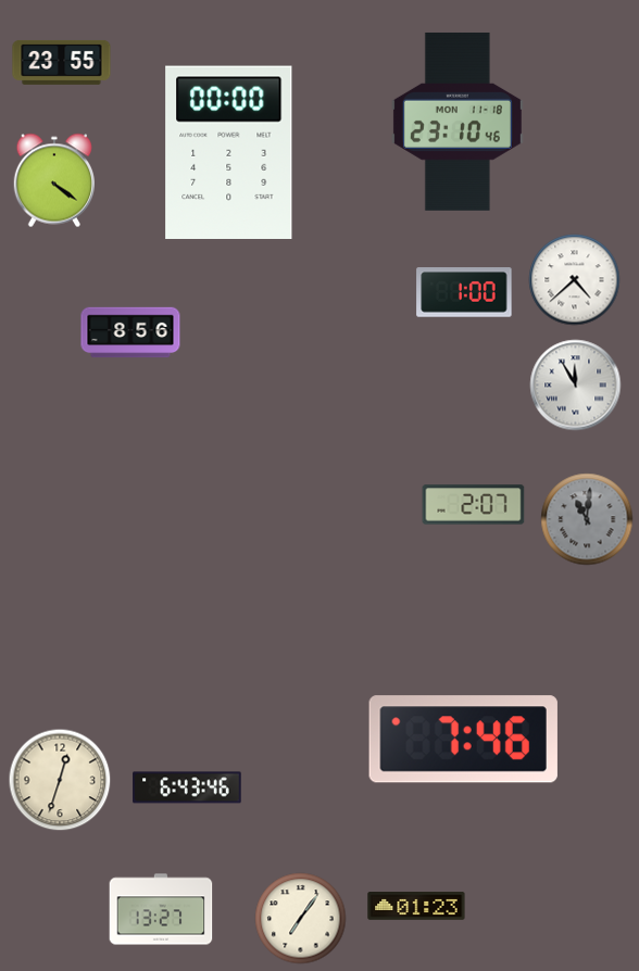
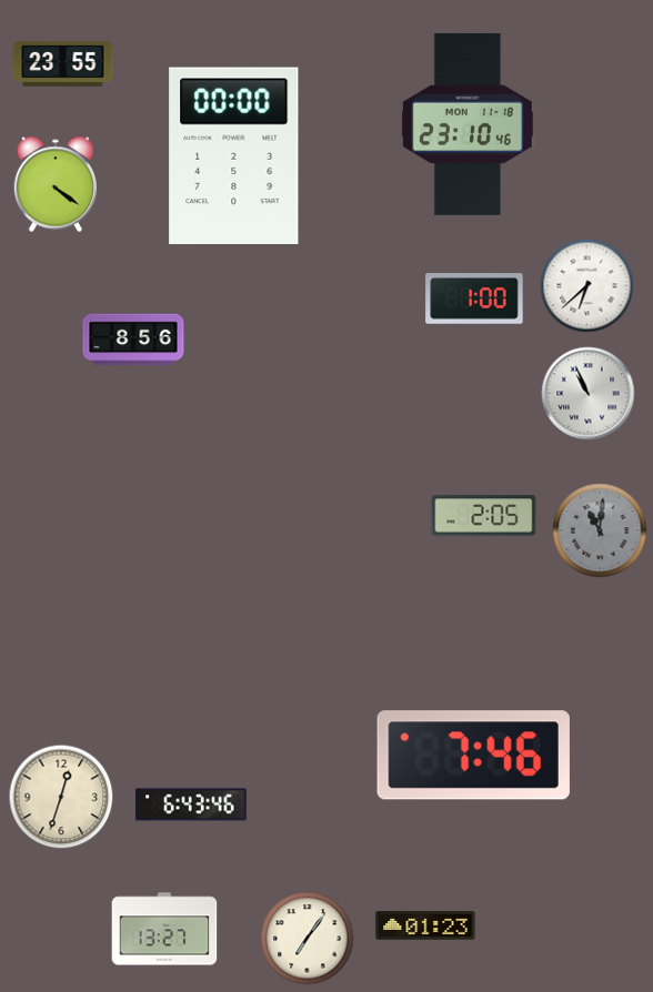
clock at (575, 280): 4:38 -> 6:38
clock at (576, 386): 11:55 -> 10:56
clock at (474, 505): 2:07 -> 2:05
